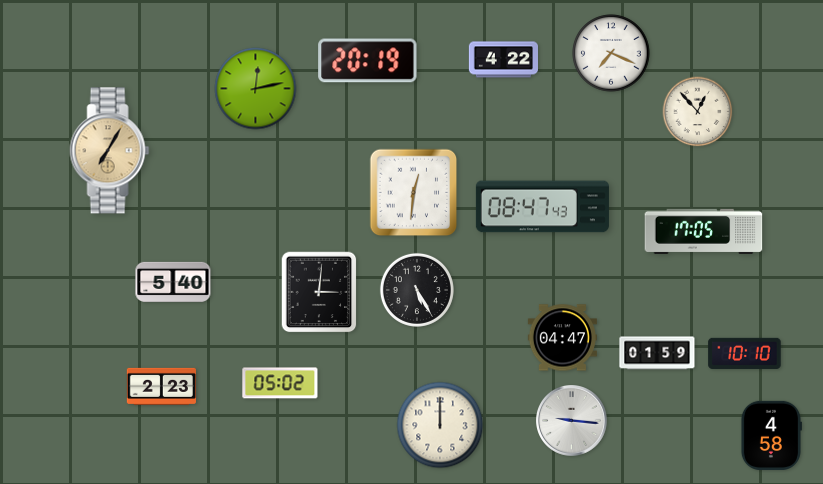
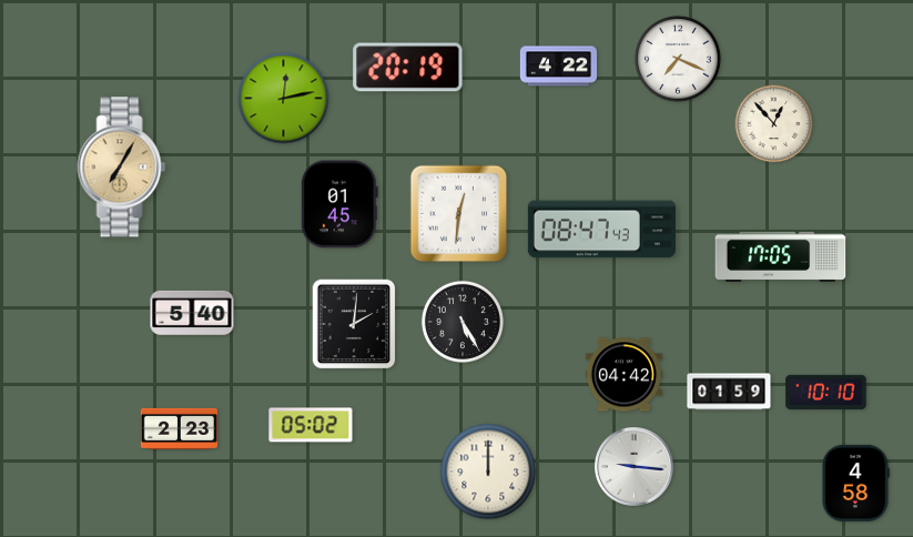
clock at (339, 204): none -> 01:45
clock at (319, 292): 3:01 -> 2:01
clock at (562, 338): 04:47 -> 04:42
